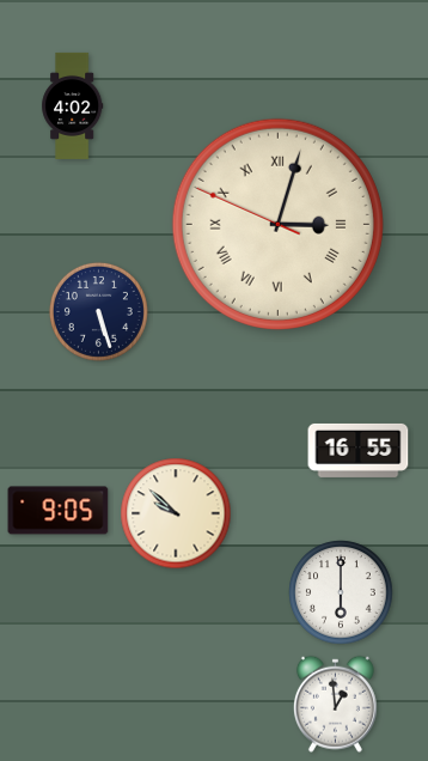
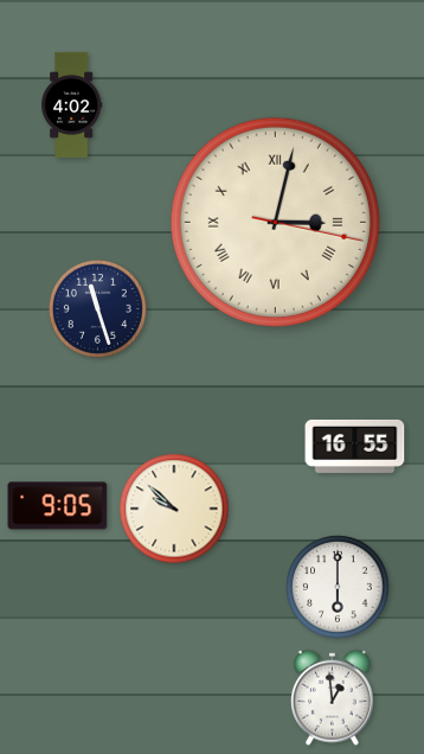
clock at (277, 224): 3:02:49 -> 3:02:17
clock at (98, 311): 5:27 -> 11:27
